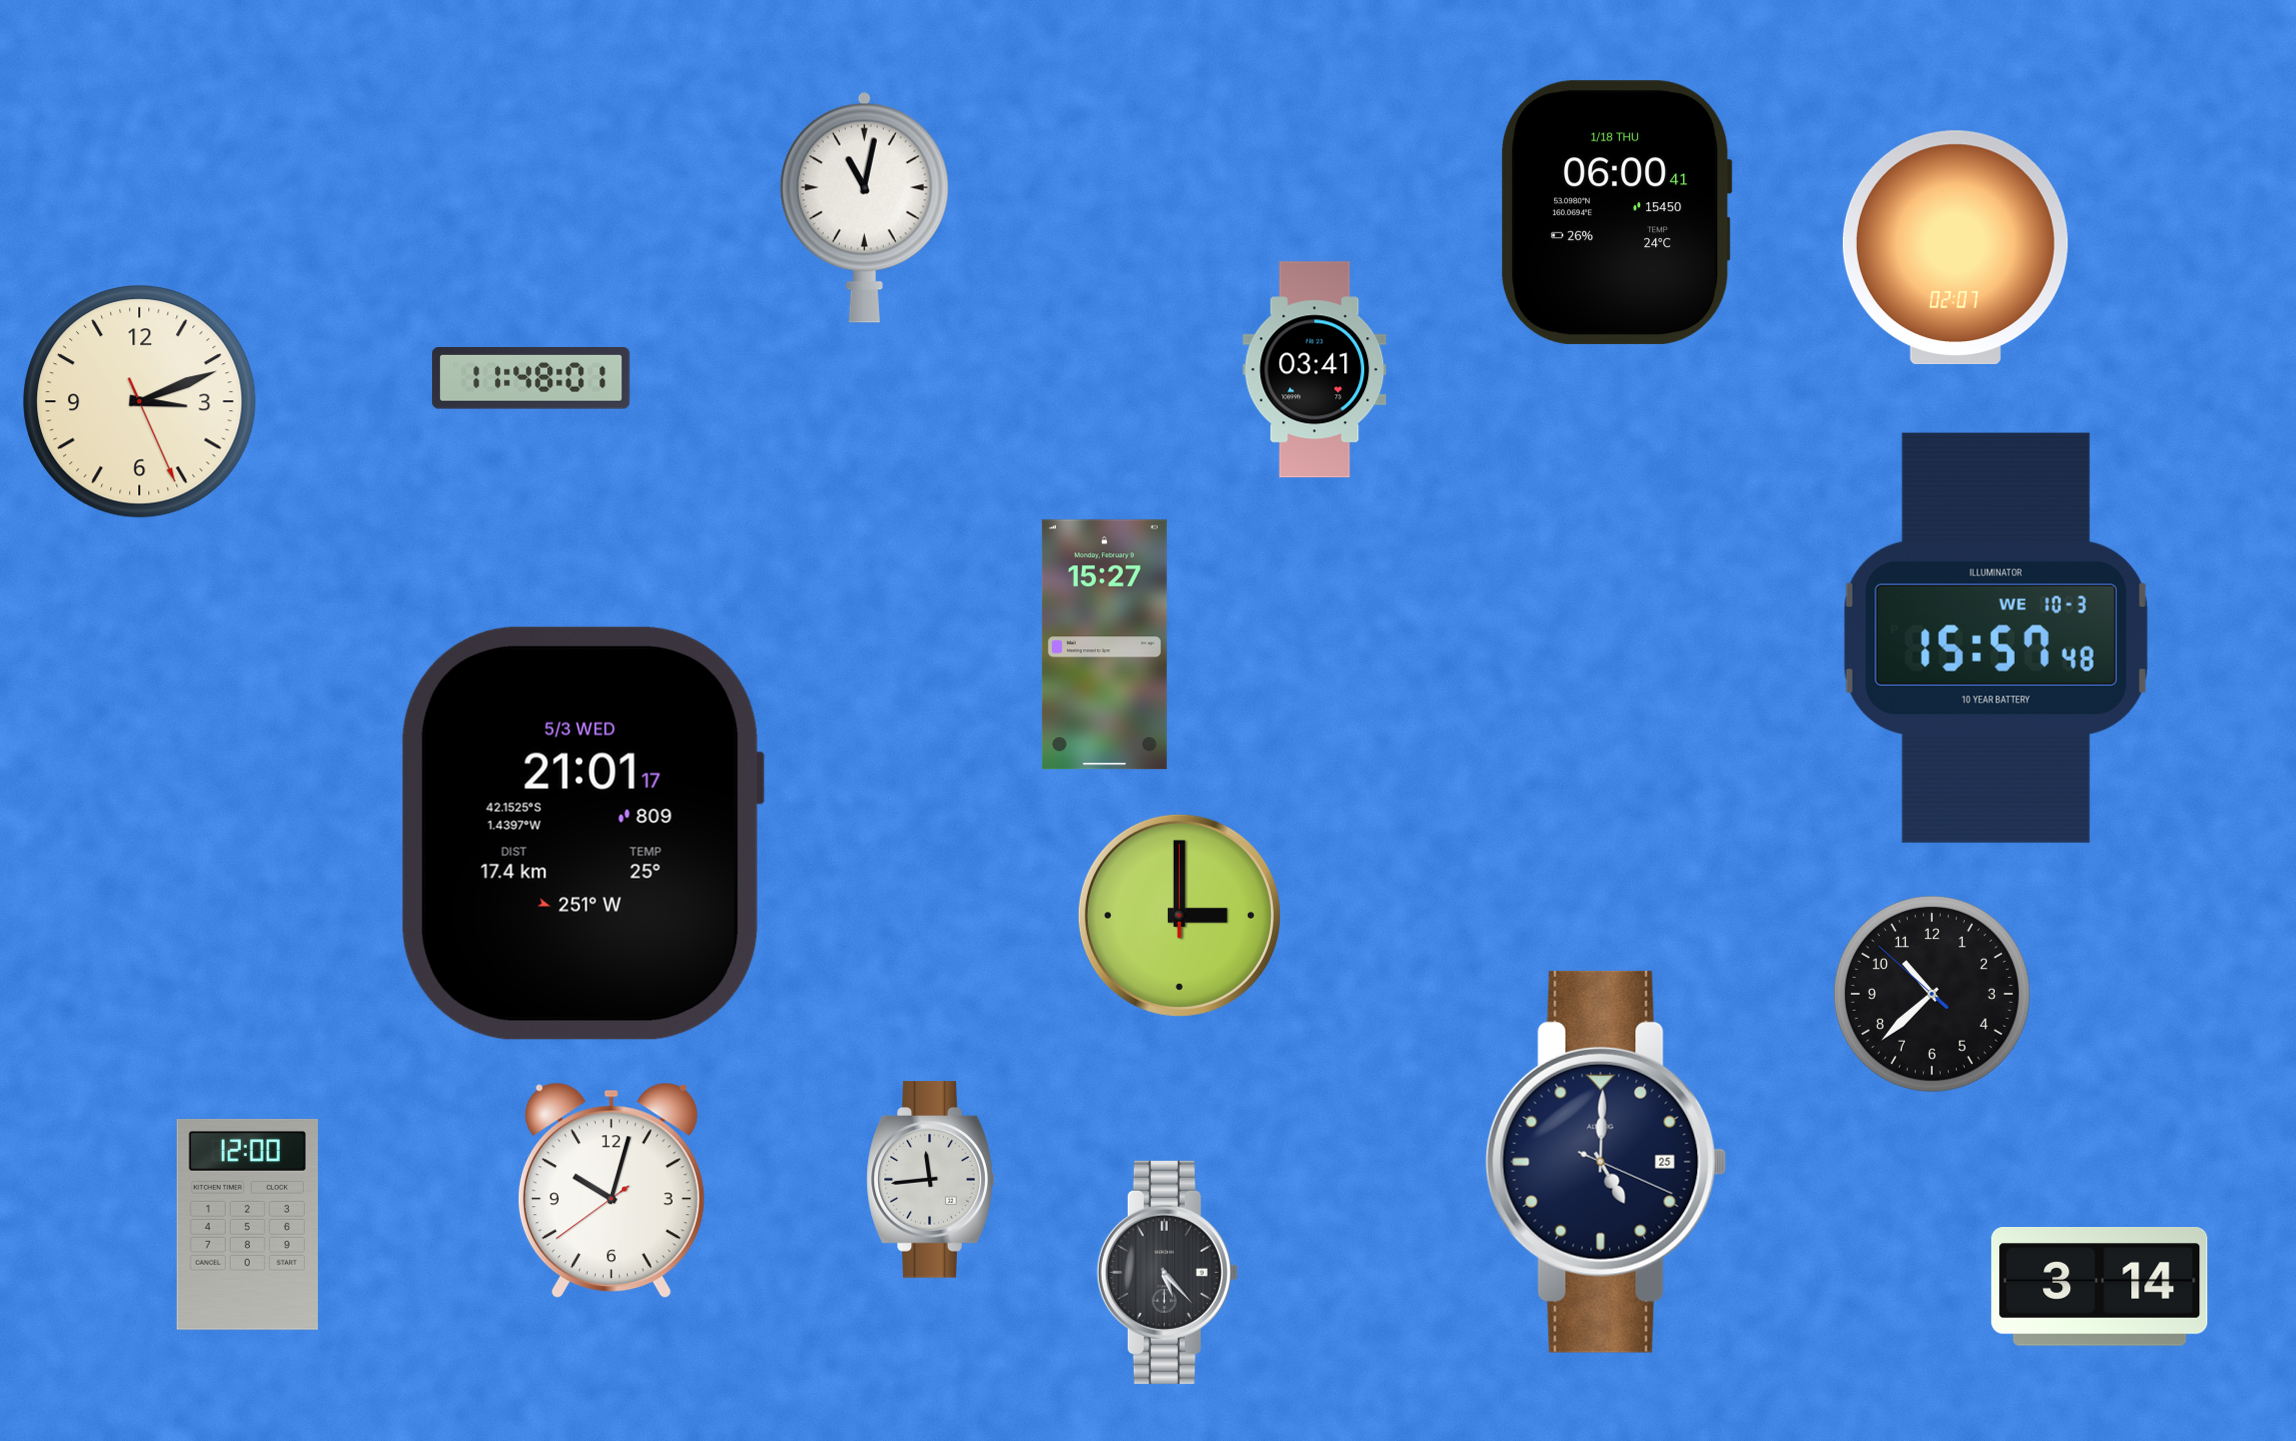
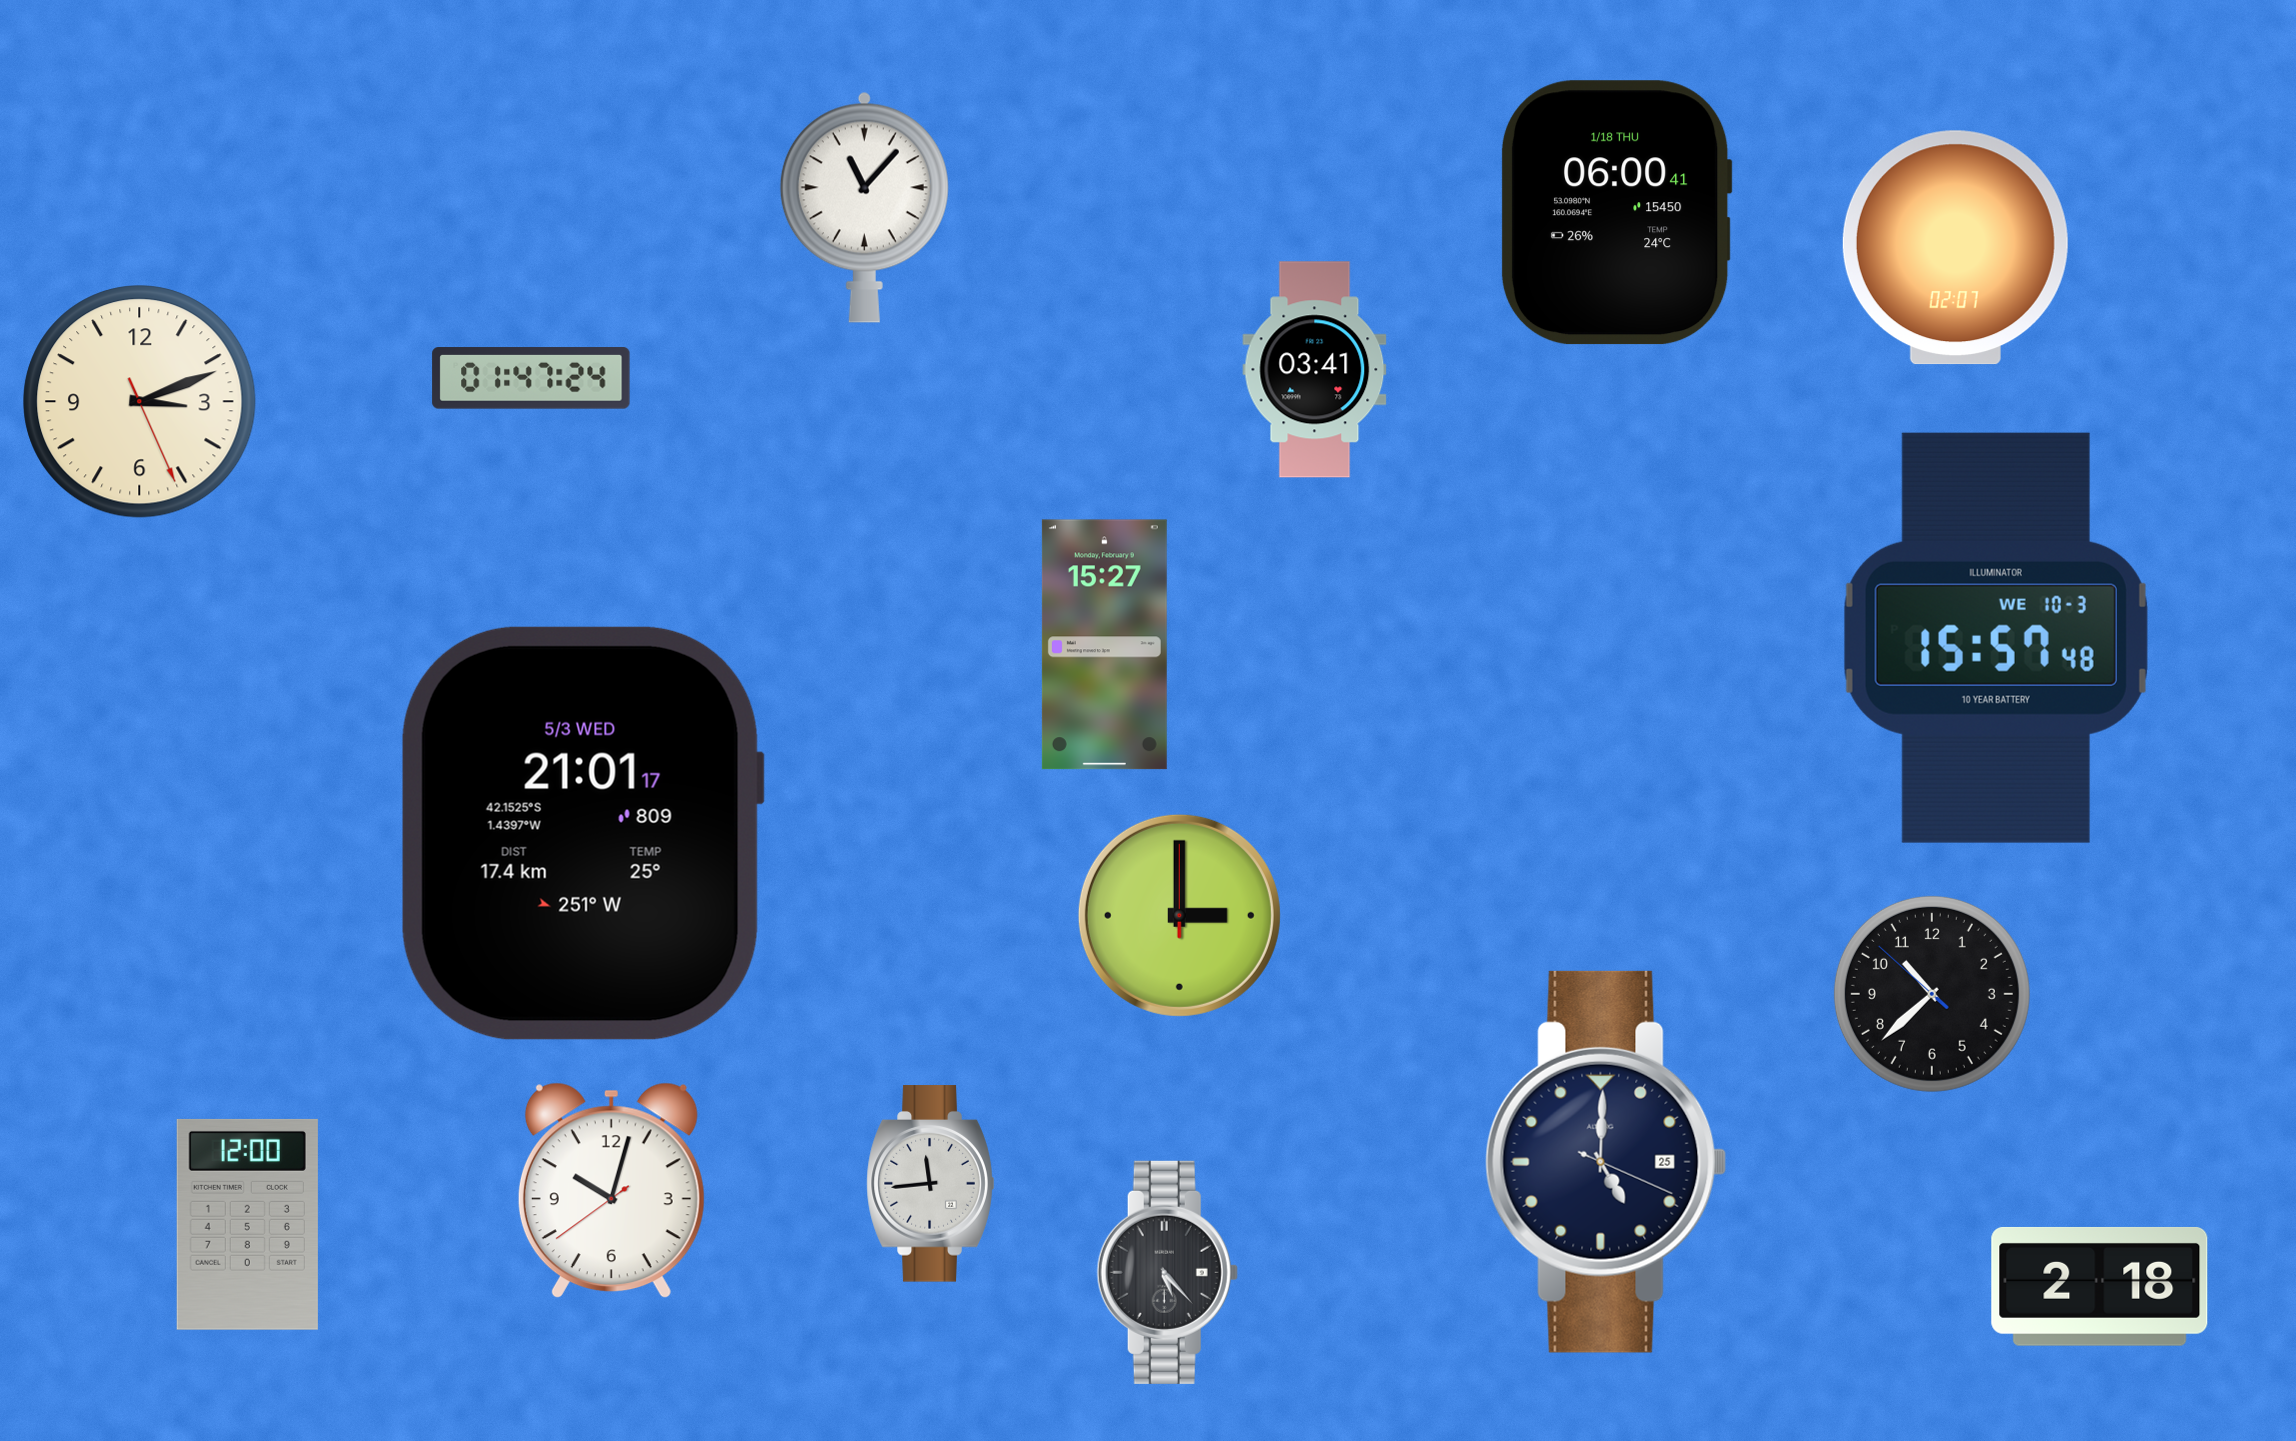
clock at (864, 207): 11:02 -> 11:07
clock at (531, 378): 11:48 -> 01:47
clock at (931, 1180) position: (931, 1180) -> (931, 1184)
clock at (2100, 1286): 3:14 -> 2:18
